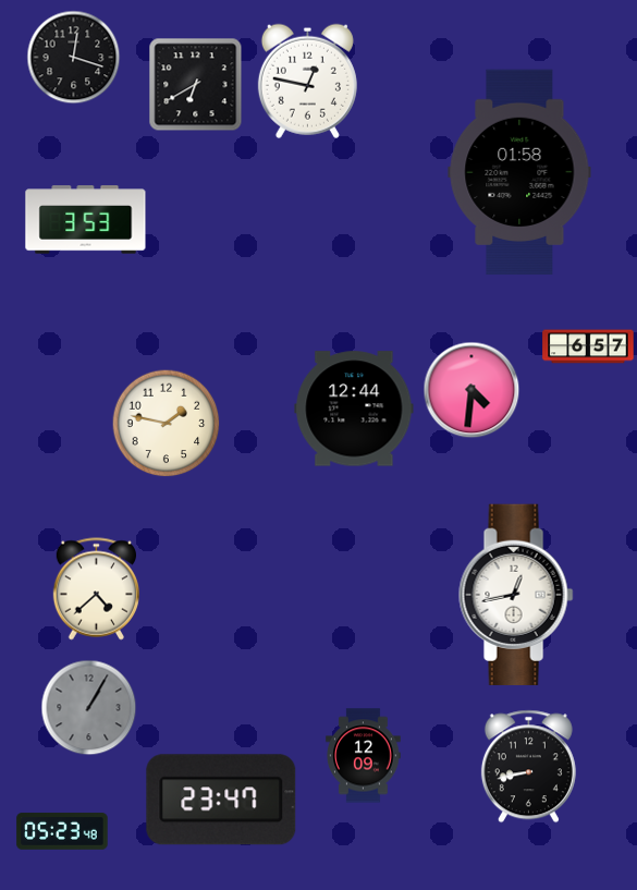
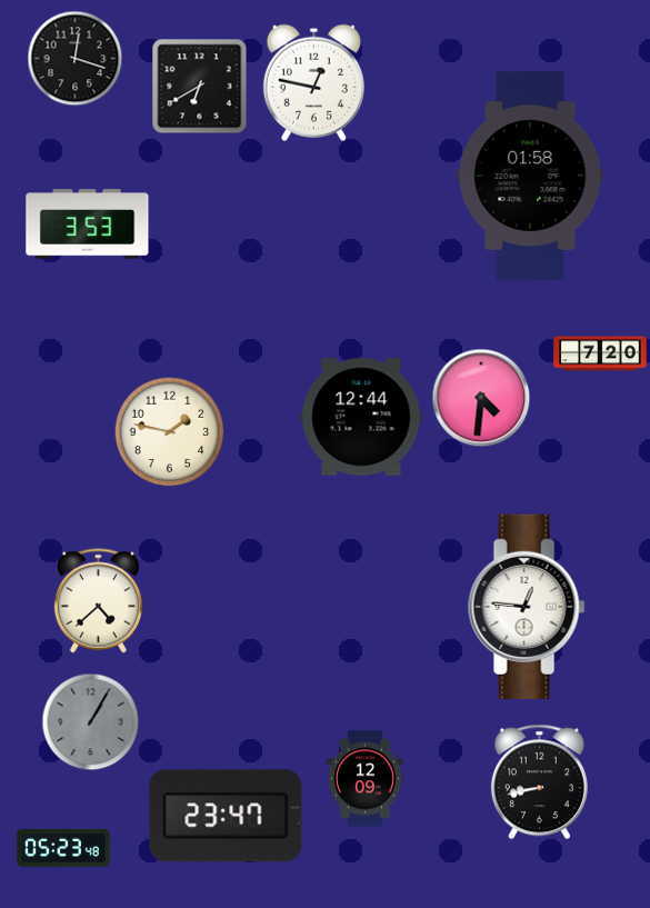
clock at (588, 346): 6:57 -> 7:20
clock at (516, 595): 12:43 -> 12:46
clock at (364, 756) position: (364, 756) -> (366, 779)
